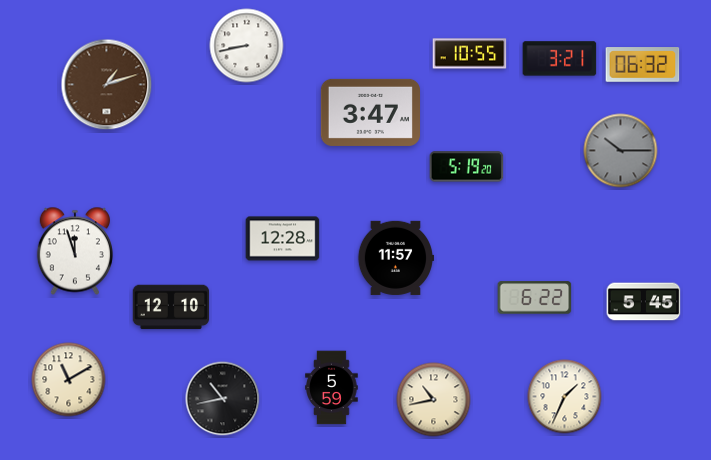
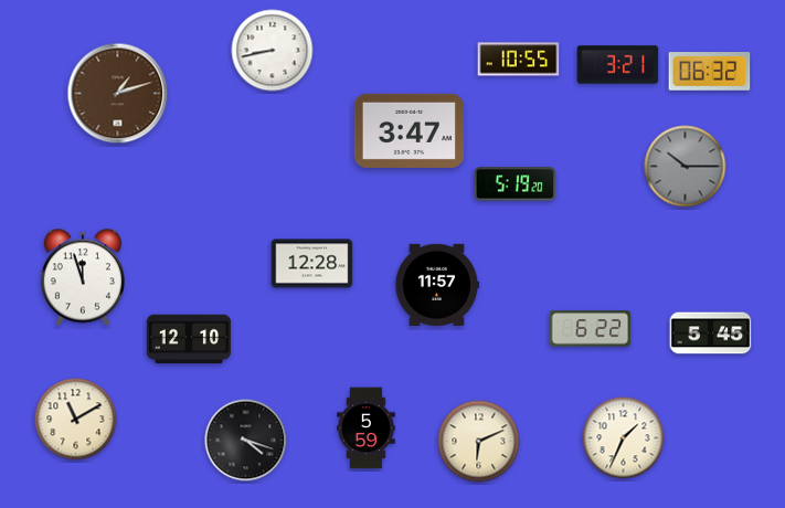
clock at (370, 112) position: (370, 112) -> (409, 130)
clock at (223, 399): 10:43 -> 4:18
clock at (434, 400): 10:43 -> 6:11
